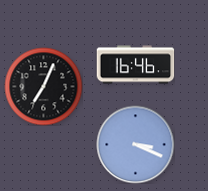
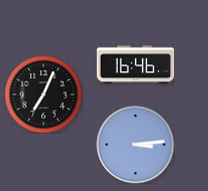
clock at (43, 86) position: (43, 86) -> (43, 94)
clock at (135, 144): 3:19 -> 3:14
